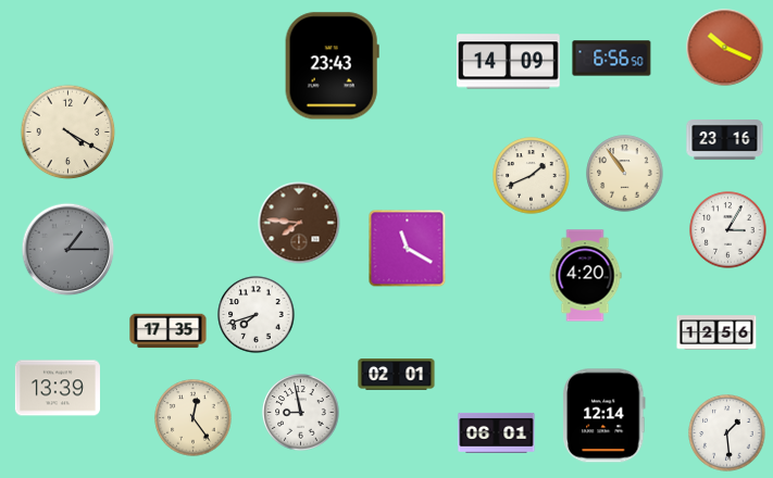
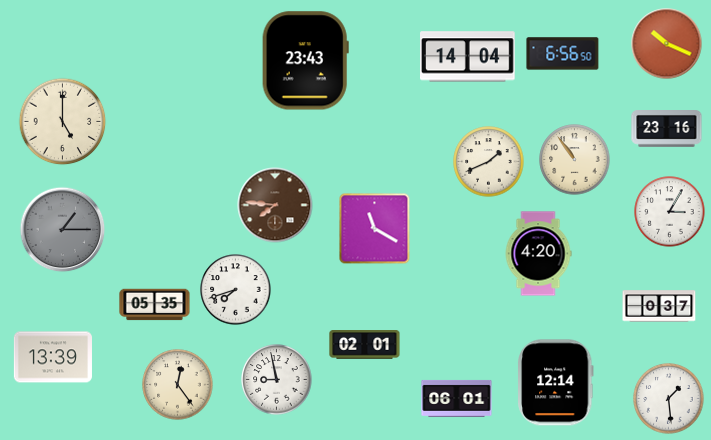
clock at (509, 62): 14:09 -> 14:04
clock at (68, 133): 4:20 -> 5:00
clock at (169, 331): 17:35 -> 05:35
clock at (716, 332): 12:56 -> 0:37
